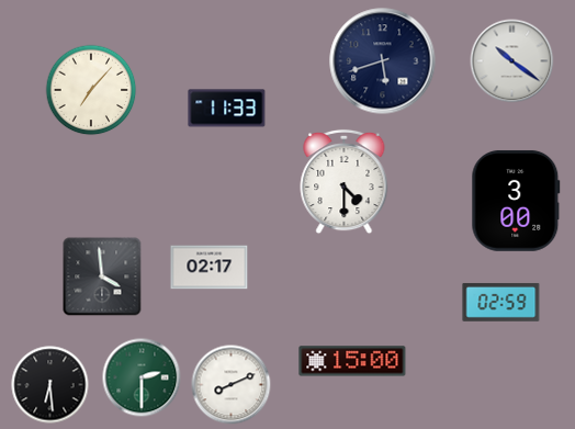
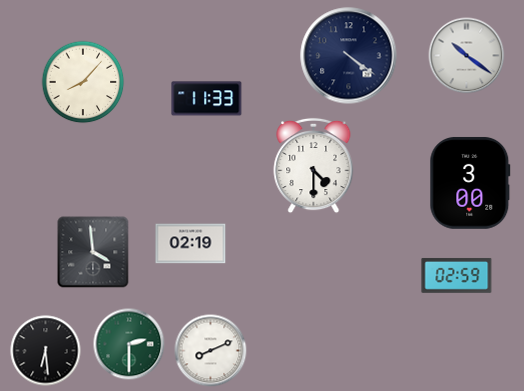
clock at (383, 61): 5:42 -> 4:21
clock at (91, 90): 7:07 -> 8:07
clock at (210, 268): 02:17 -> 02:19
clock at (352, 361): 15:00 -> none
